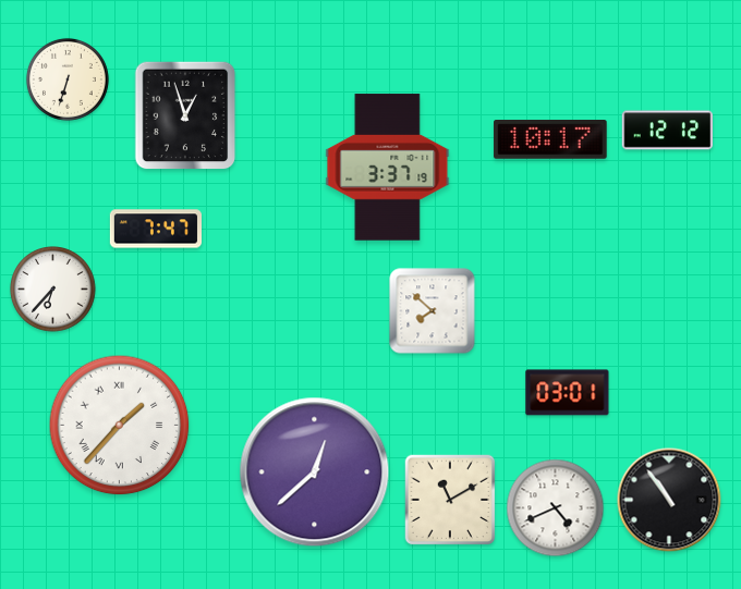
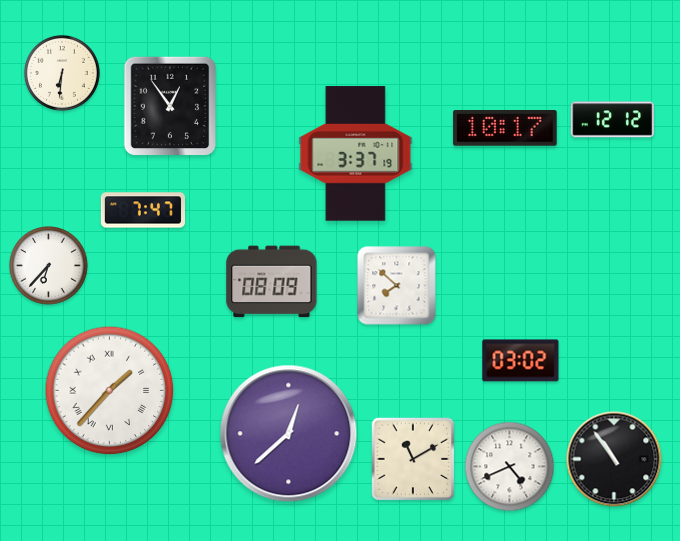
clock at (68, 79): 6:33 -> 6:31
clock at (185, 115): 12:57 -> 12:54
clock at (272, 282): none -> 08:09
clock at (568, 393): 03:01 -> 03:02
